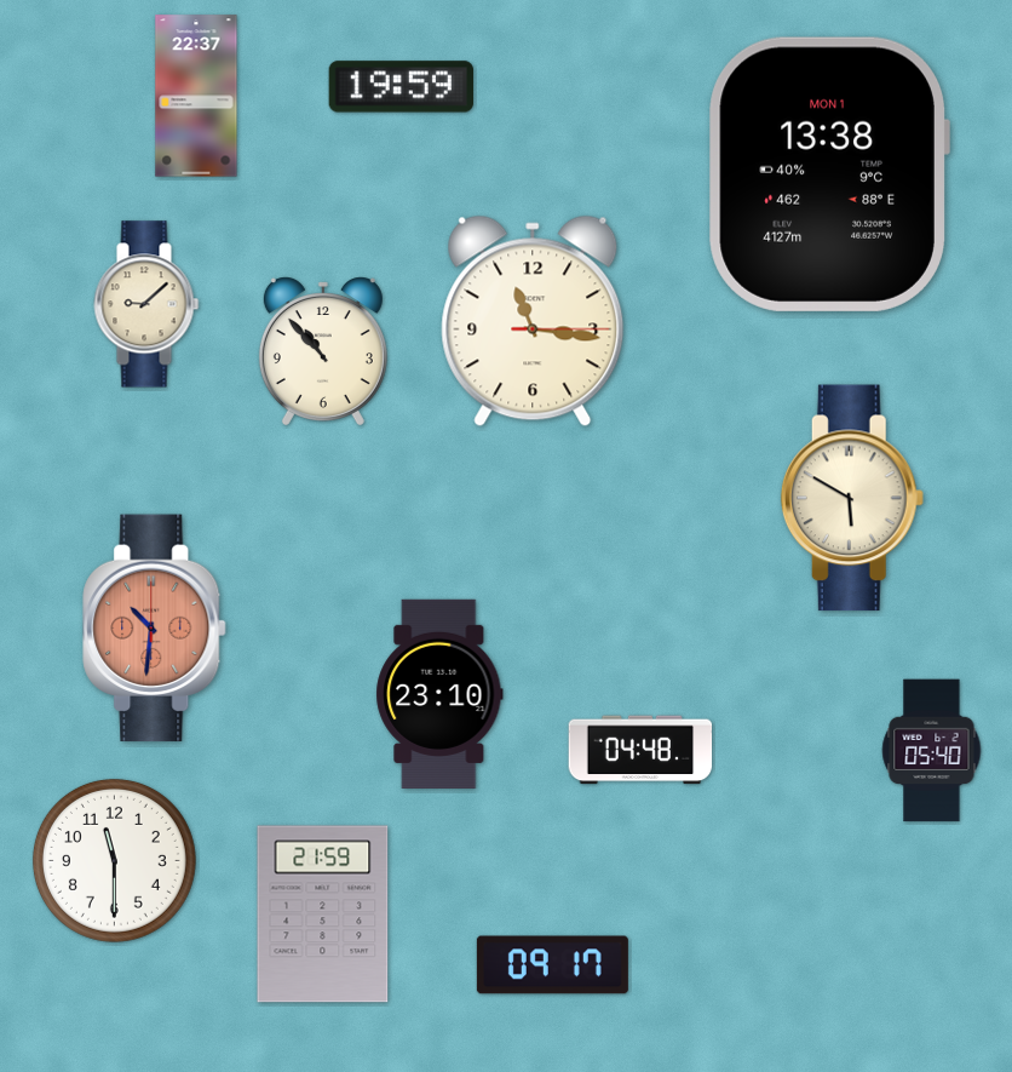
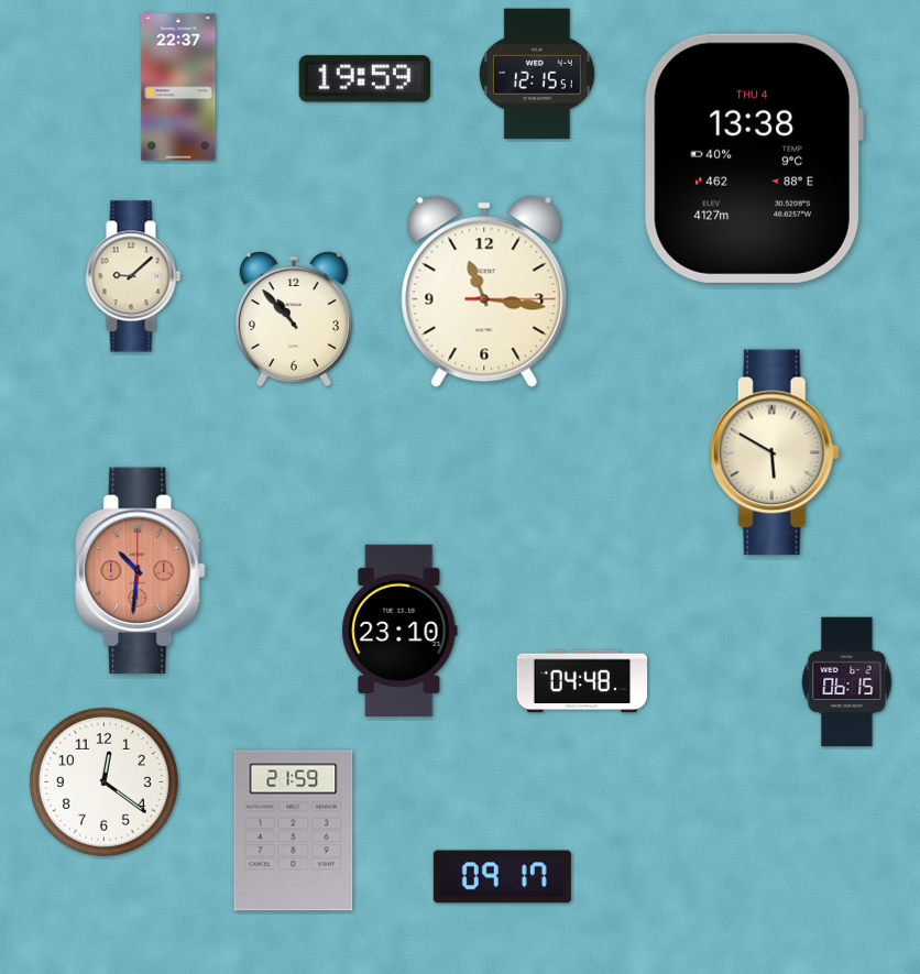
clock at (537, 74): none -> 12:15
clock at (829, 174) date: MON 1 -> THU 4
clock at (932, 751): 05:40 -> 06:15
clock at (114, 860): 11:30 -> 12:21
